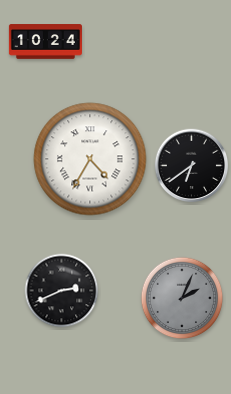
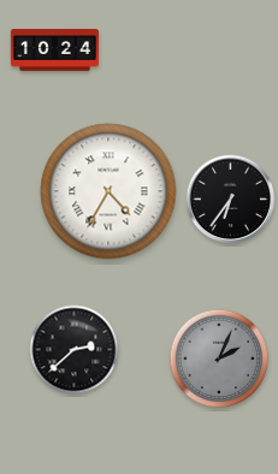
clock at (192, 166): 6:39 -> 6:36
clock at (62, 291): 2:41 -> 2:38
